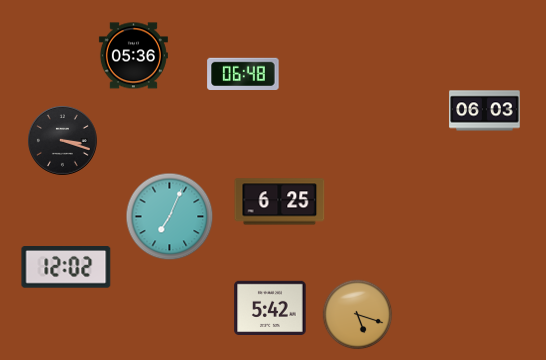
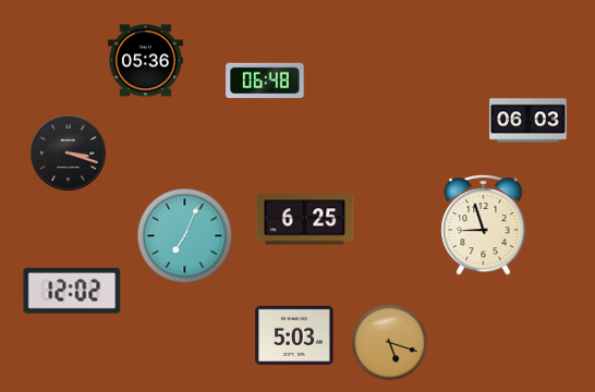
clock at (484, 224): none -> 8:57
clock at (270, 307): 5:42 -> 5:03
